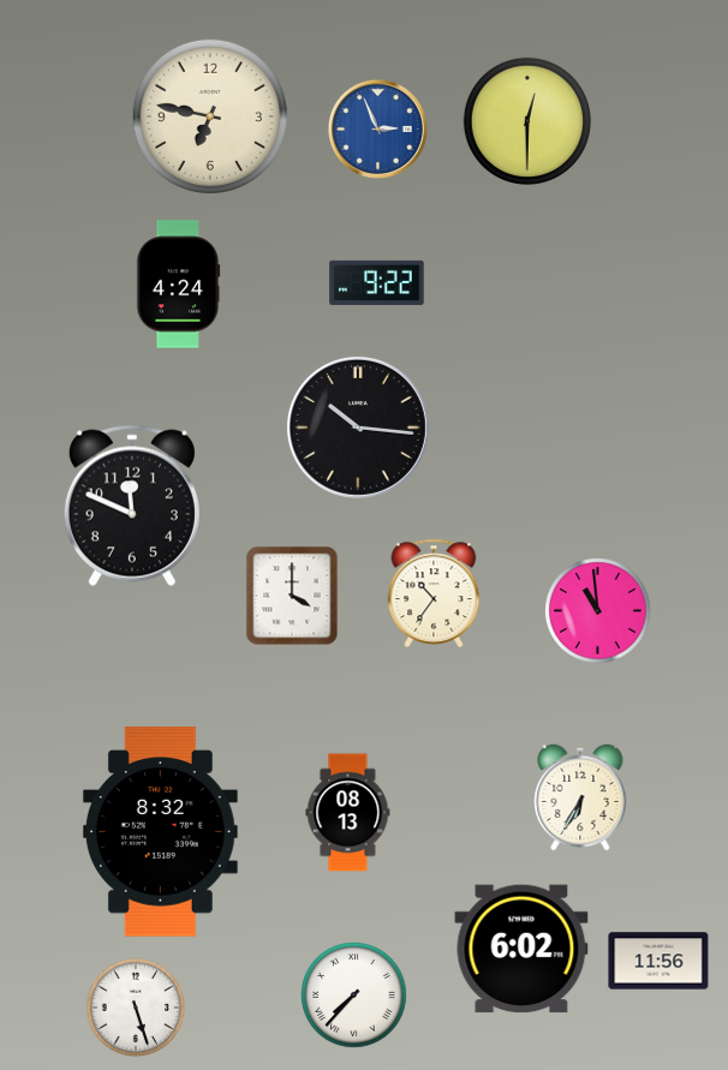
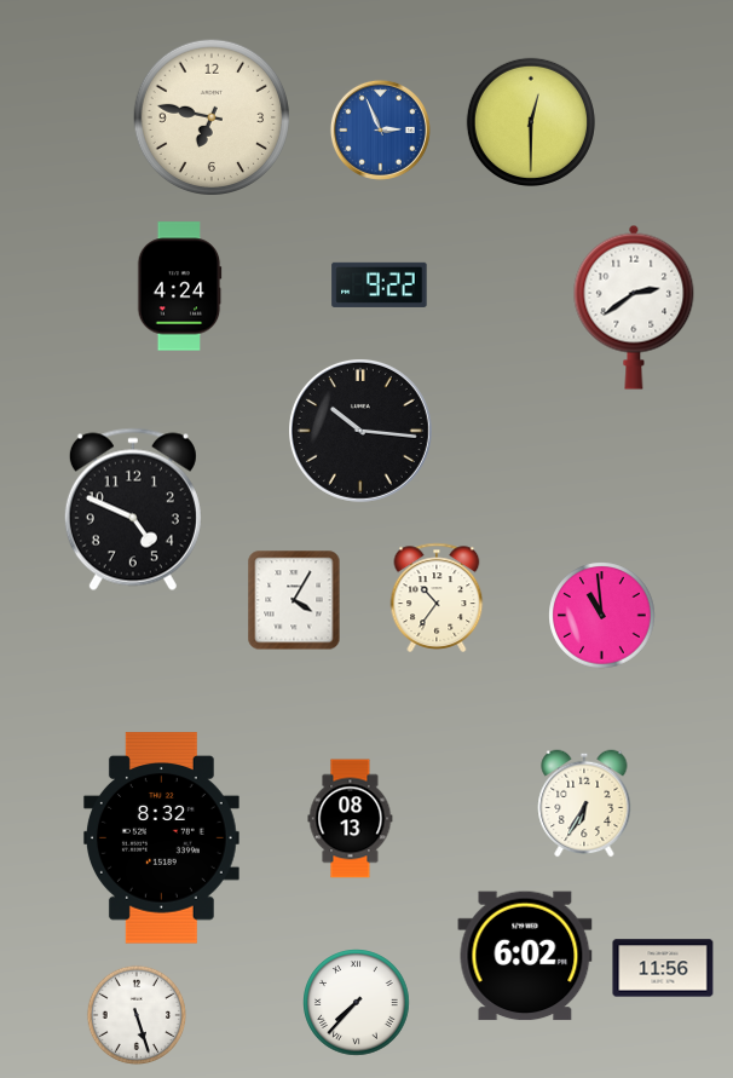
clock at (634, 307): none -> 2:39
clock at (132, 506): 11:49 -> 4:49
clock at (292, 596): 4:00 -> 4:05
